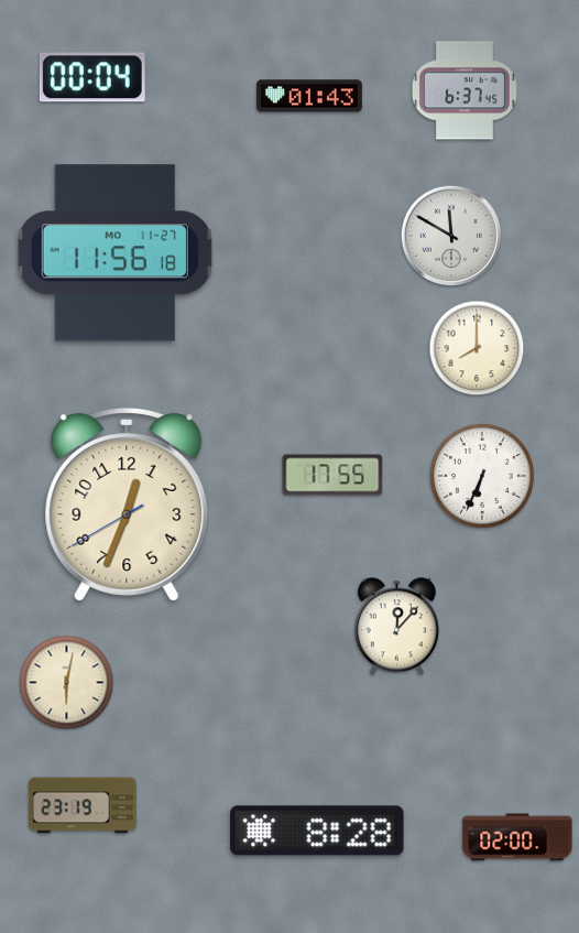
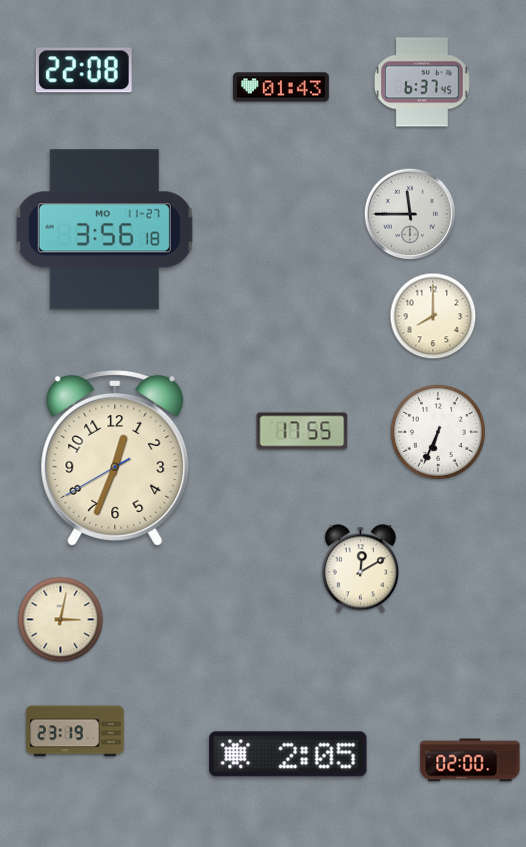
clock at (92, 77): 00:04 -> 22:08
clock at (451, 236): 11:50 -> 11:45
clock at (114, 253): 11:56 -> 3:56
clock at (396, 627): 12:07 -> 12:10
clock at (67, 683): 6:02 -> 3:02
clock at (317, 831): 8:28 -> 2:05
